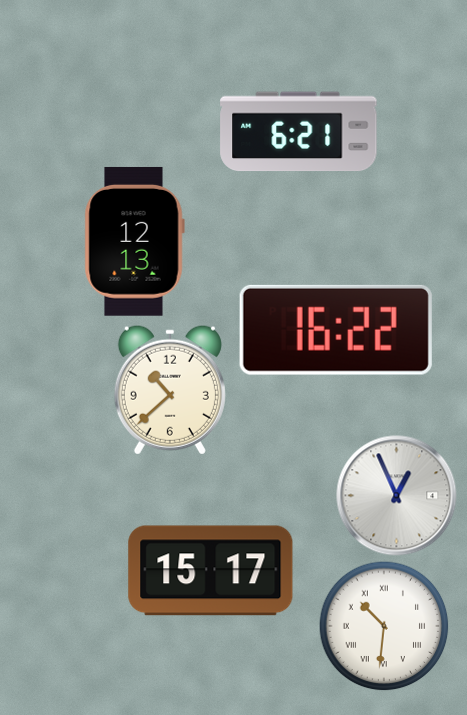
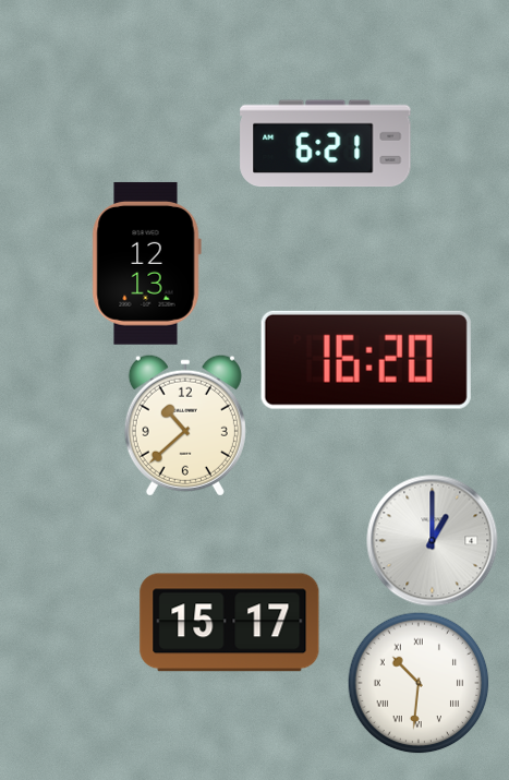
clock at (336, 330): 16:22 -> 16:20
clock at (397, 496): 12:56 -> 1:00
